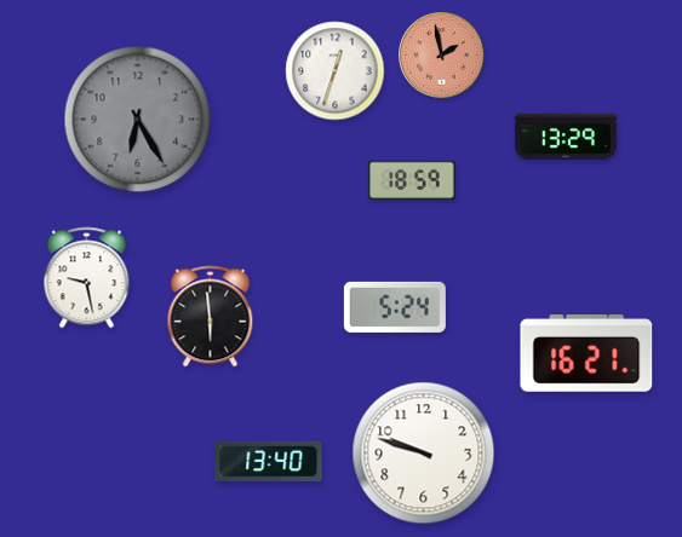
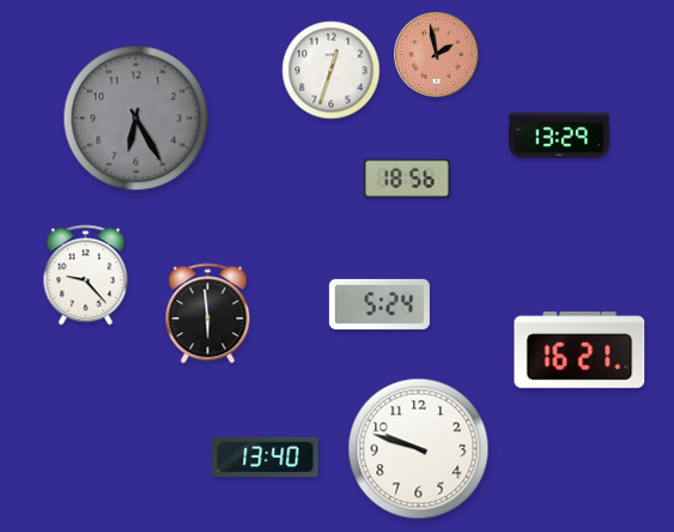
clock at (412, 180): 18:59 -> 18:56
clock at (87, 278): 9:28 -> 9:23
clock at (395, 307) position: (395, 307) -> (379, 304)
